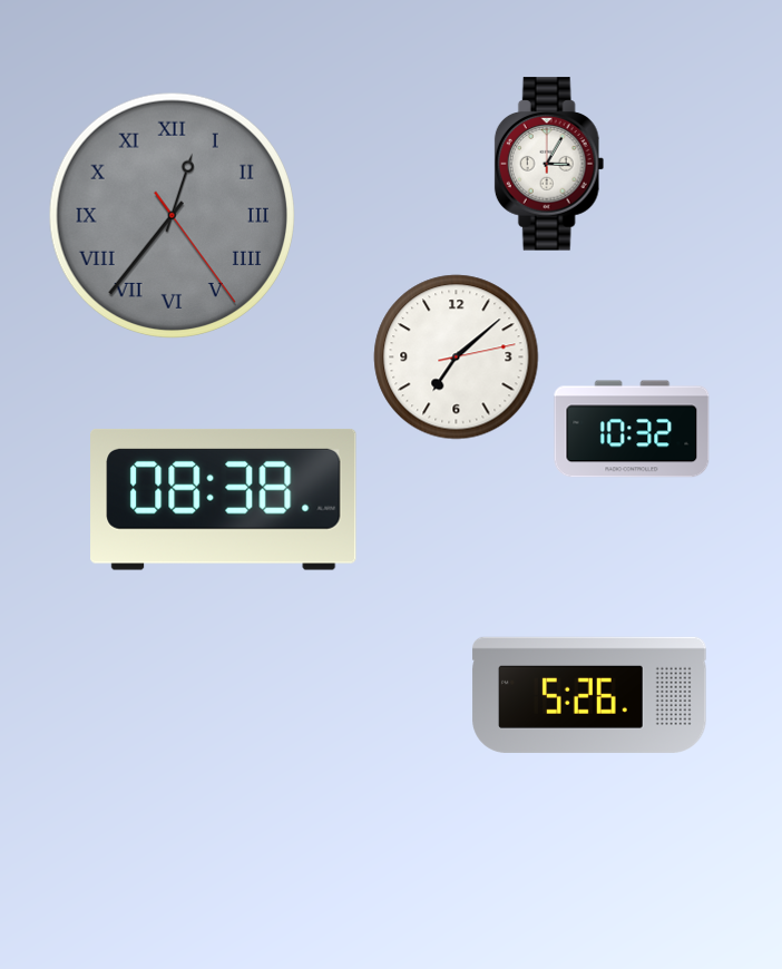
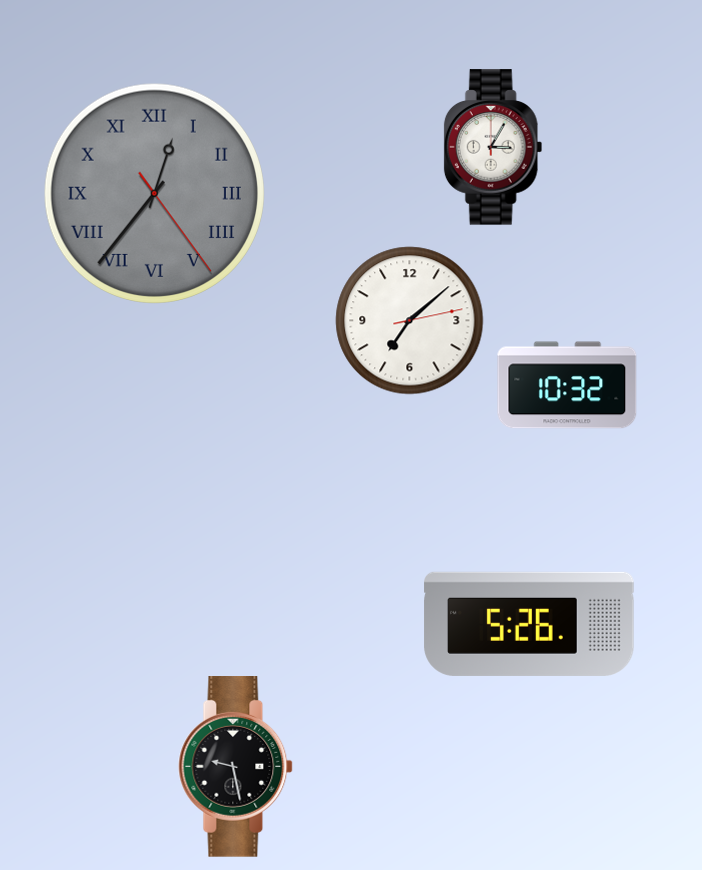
clock at (224, 499): 08:38 -> none
clock at (236, 767): none -> 9:28
